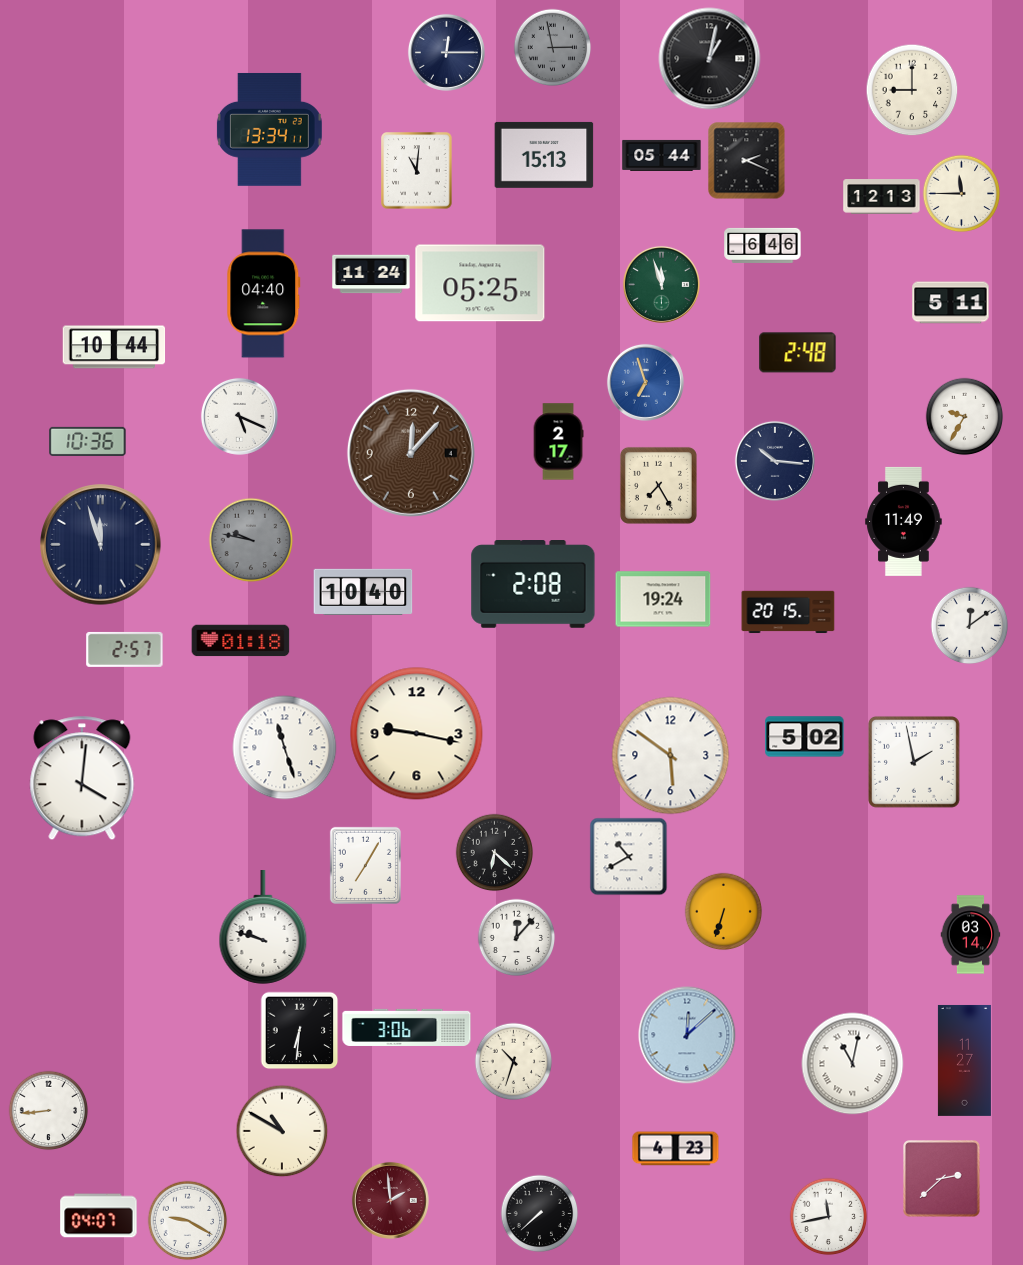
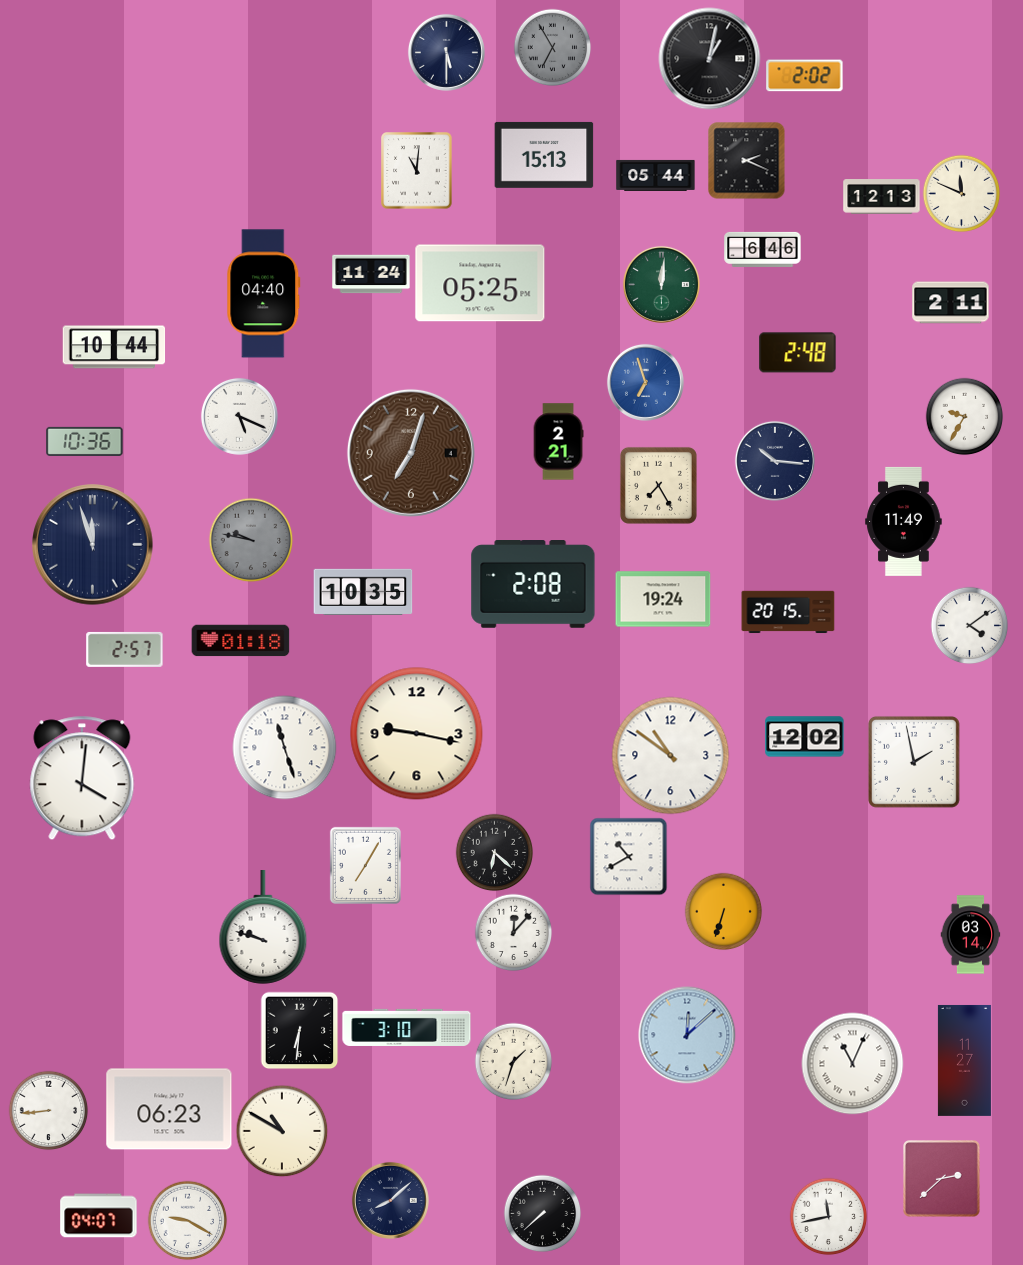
clock at (552, 47): 2:58 -> 6:55
clock at (446, 52): 12:15 -> 5:30
clock at (805, 76): none -> 2:02
clock at (912, 90): 9:00 -> none
clock at (269, 129): 13:34 -> none
clock at (662, 155) position: (662, 155) -> (656, 175)
clock at (961, 193): 11:45 -> 11:49
clock at (763, 245) position: (763, 245) -> (763, 249)
clock at (661, 284): 11:57 -> 12:01
clock at (951, 303): 5:11 -> 2:11
clock at (88, 441) position: (88, 441) -> (85, 441)
clock at (558, 442): 2:17 -> 2:21
clock at (411, 453): 12:07 -> 7:03
clock at (101, 545) position: (101, 545) -> (93, 545)
clock at (363, 592): 10:40 -> 10:35
clock at (969, 625): 12:09 -> 4:09
clock at (805, 737): 5:02 -> 12:02
clock at (671, 756): 5:51 -> 10:51
clock at (516, 937) position: (516, 937) -> (513, 932)
clock at (407, 1027): 3:06 -> 3:10
clock at (513, 1061): 10:33 -> 1:33
clock at (853, 1064): 11:02 -> 11:04
clock at (169, 1109): none -> 06:23
clock at (676, 1149): 4:23 -> none
clock at (390, 1200): 1:59 -> 8:08
clock at (390, 1200) dial: burgundy -> navy
clock at (539, 1213) position: (539, 1213) -> (542, 1213)
